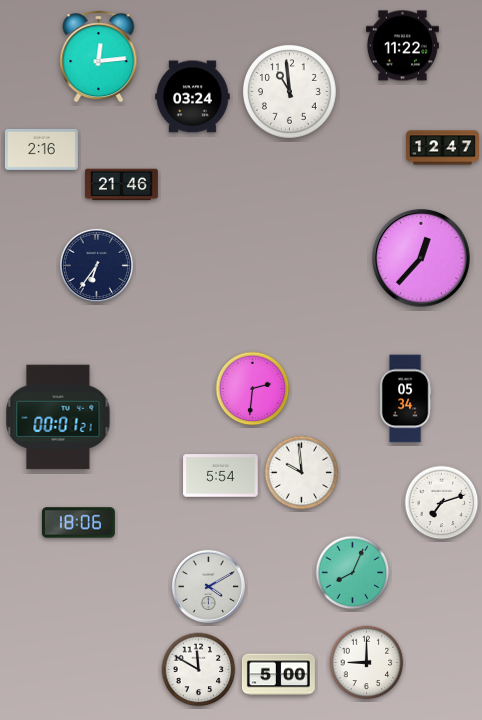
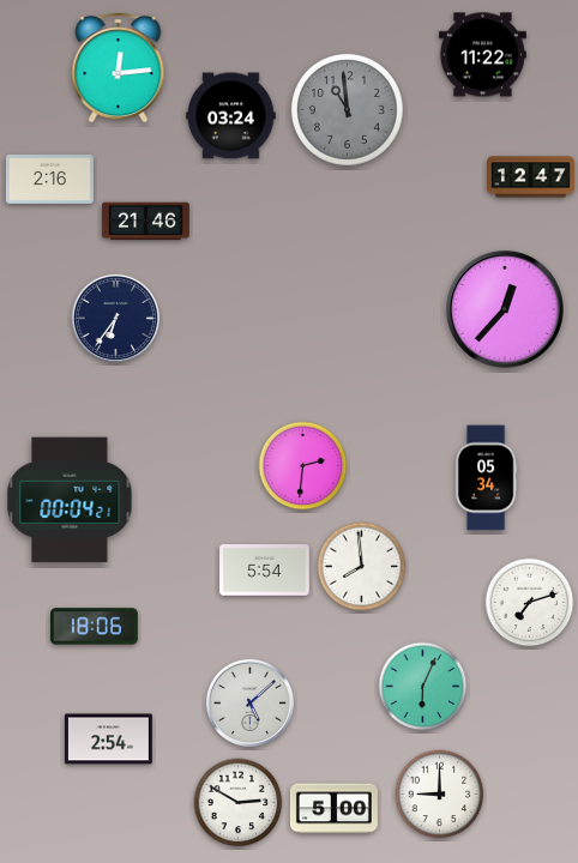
clock at (290, 92) dial: white -> grey
clock at (58, 417): 00:01 -> 00:04
clock at (302, 473): 9:59 -> 7:59
clock at (353, 573): 8:04 -> 6:04
clock at (208, 586): 4:10 -> 5:08
clock at (108, 740): none -> 2:54
clock at (199, 670): 11:50 -> 2:50
